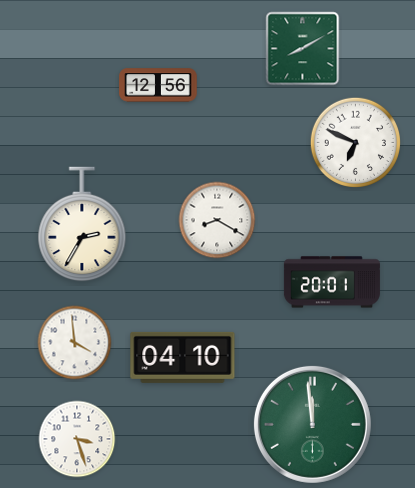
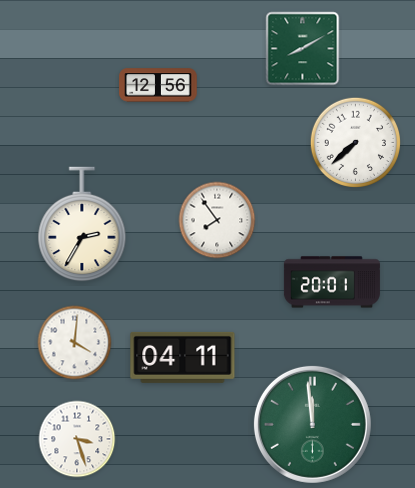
clock at (355, 142): 6:49 -> 7:38
clock at (217, 220): 8:20 -> 7:54
clock at (75, 343): 3:59 -> 4:01
clock at (183, 357): 04:10 -> 04:11
